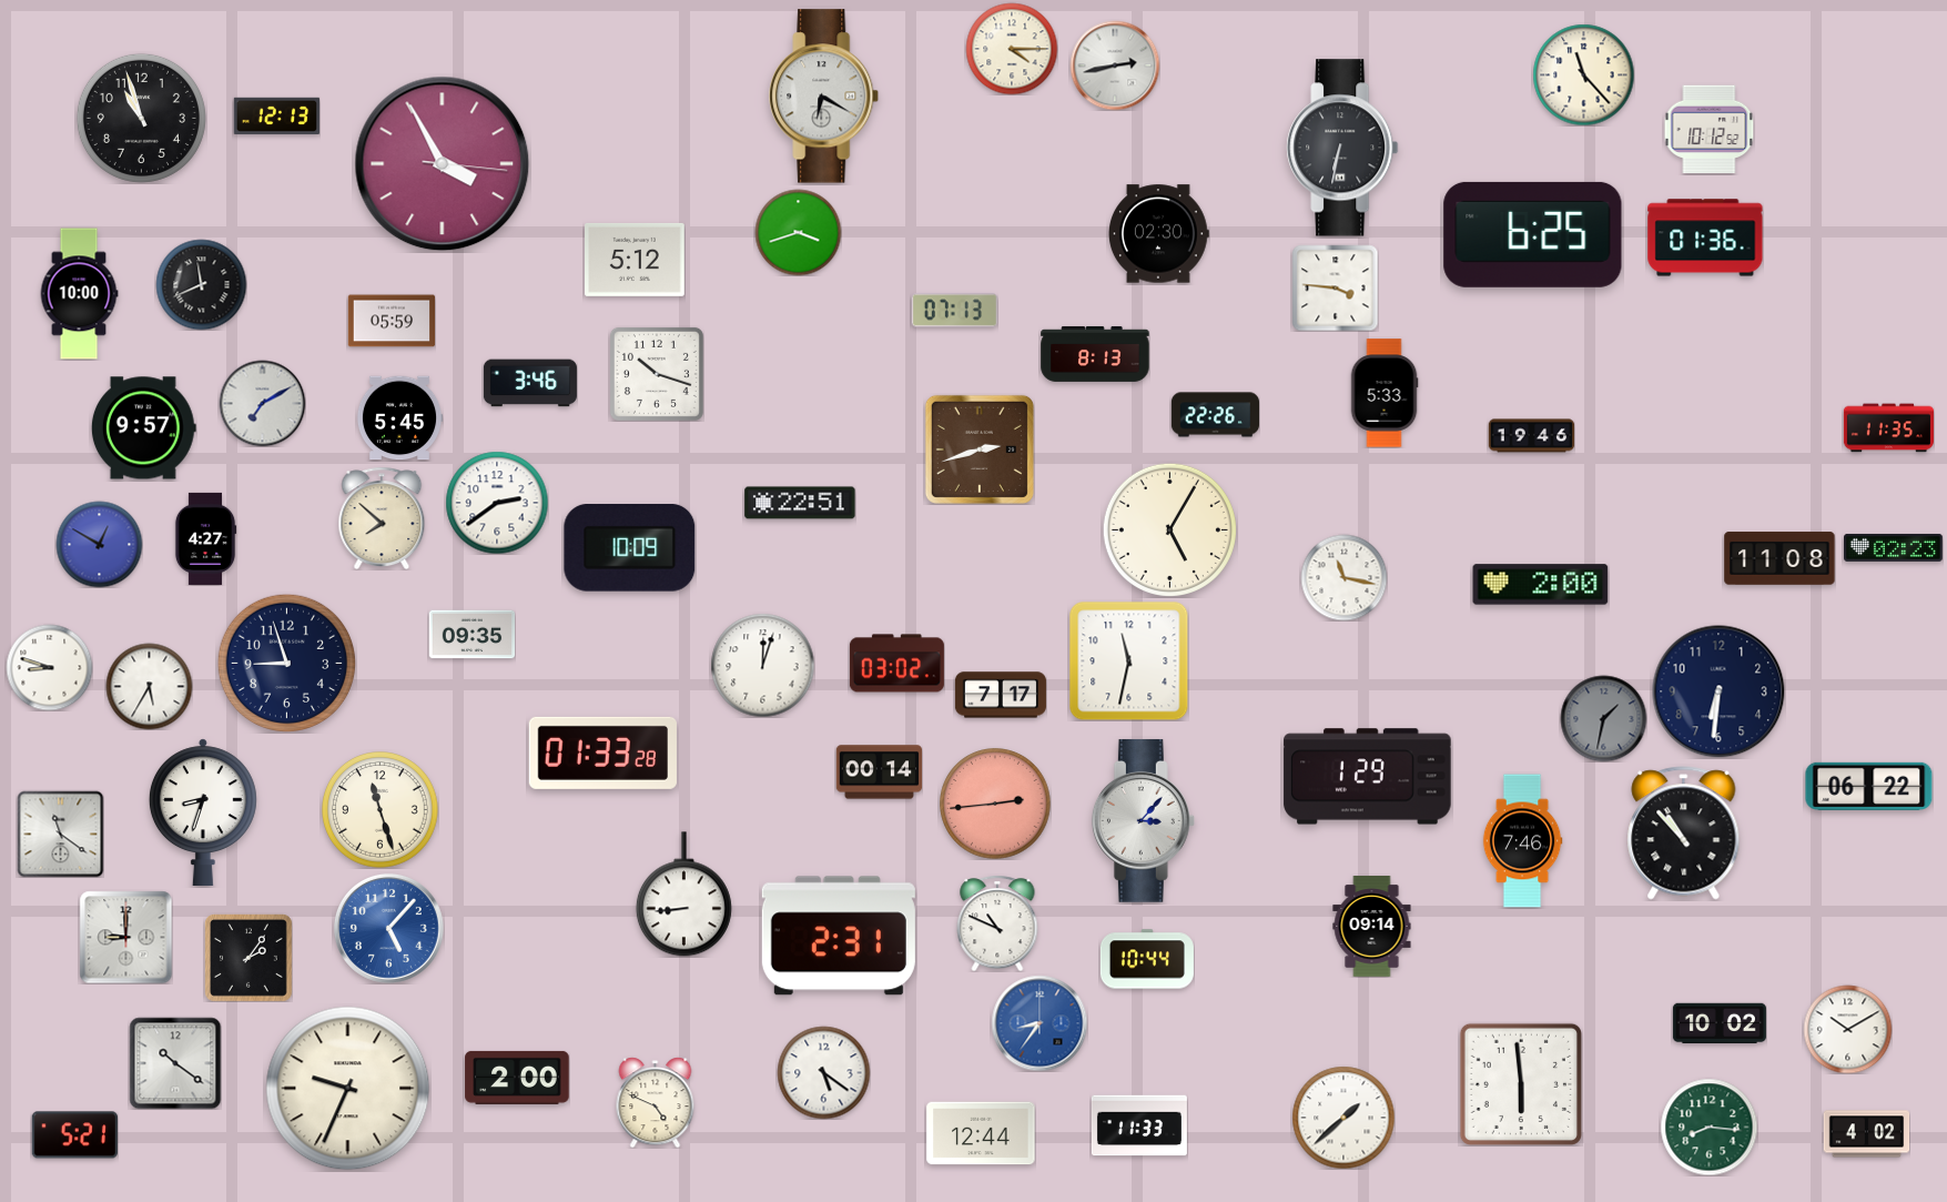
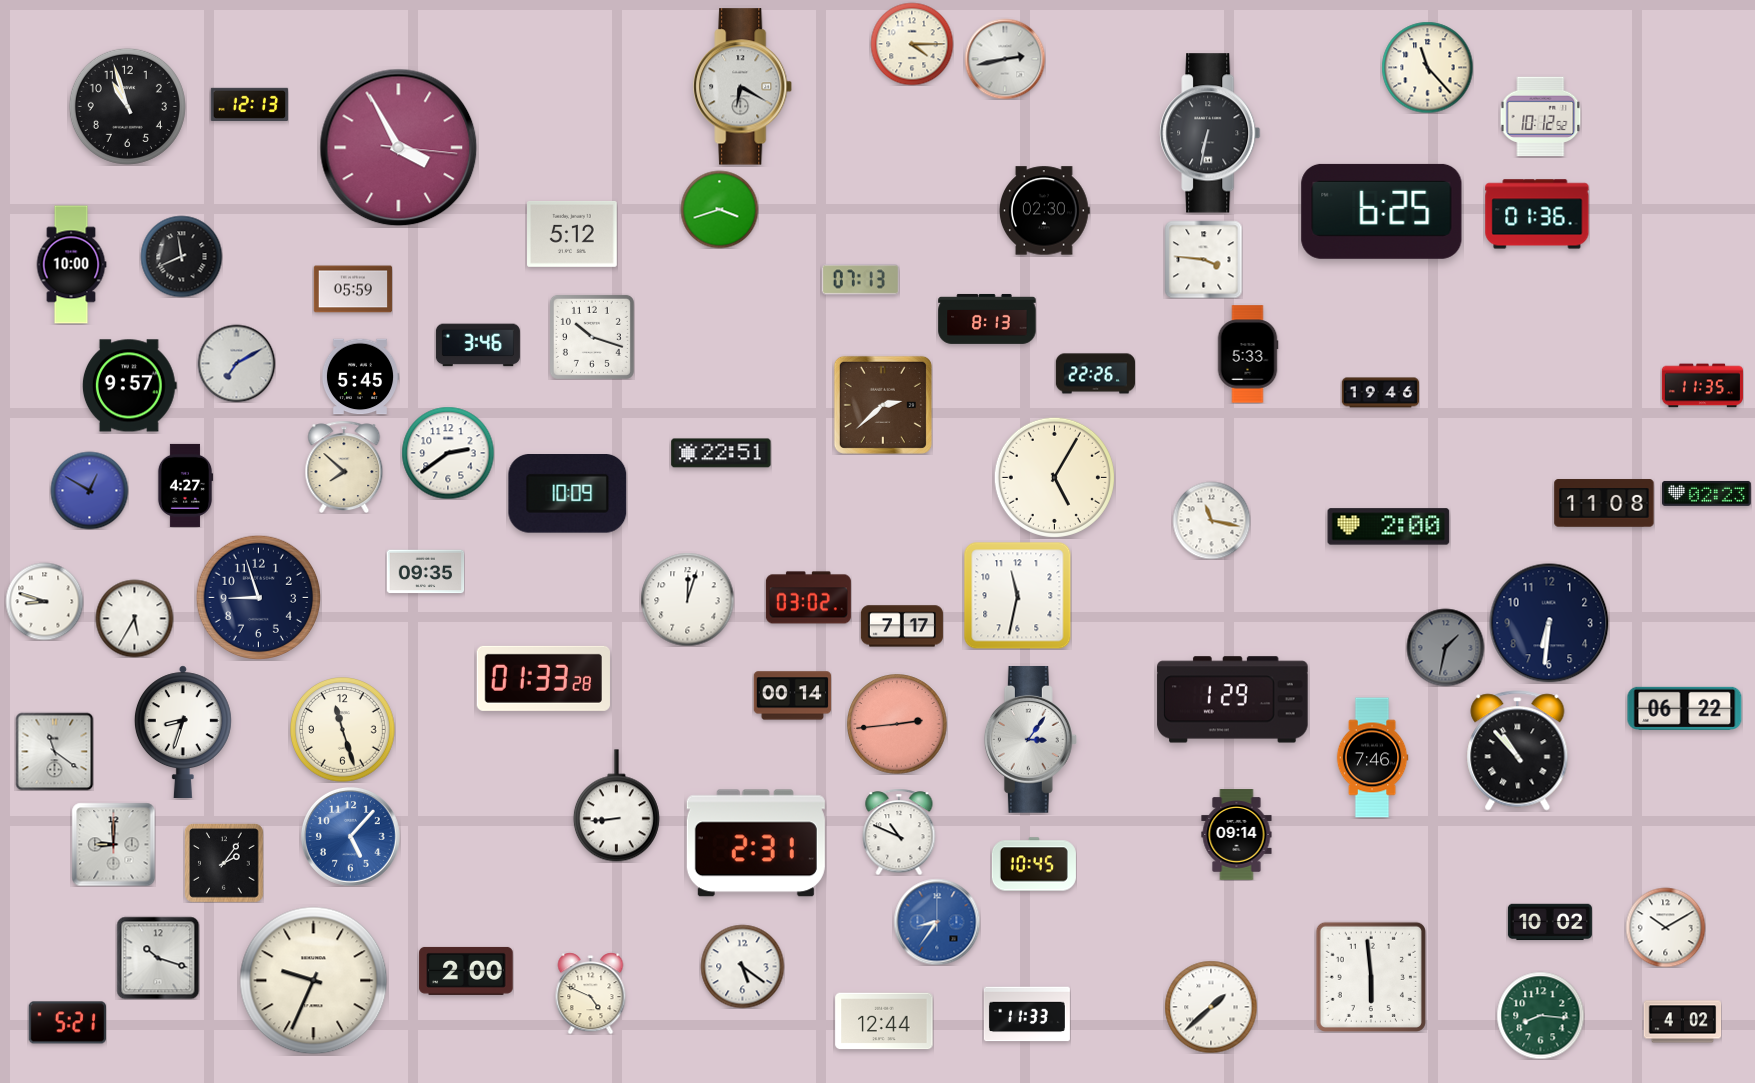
clock at (980, 450): 2:42 -> 2:38
clock at (1143, 820): 3:07 -> 3:06
clock at (1147, 959): 10:44 -> 10:45
clock at (175, 1063): 10:21 -> 10:18
